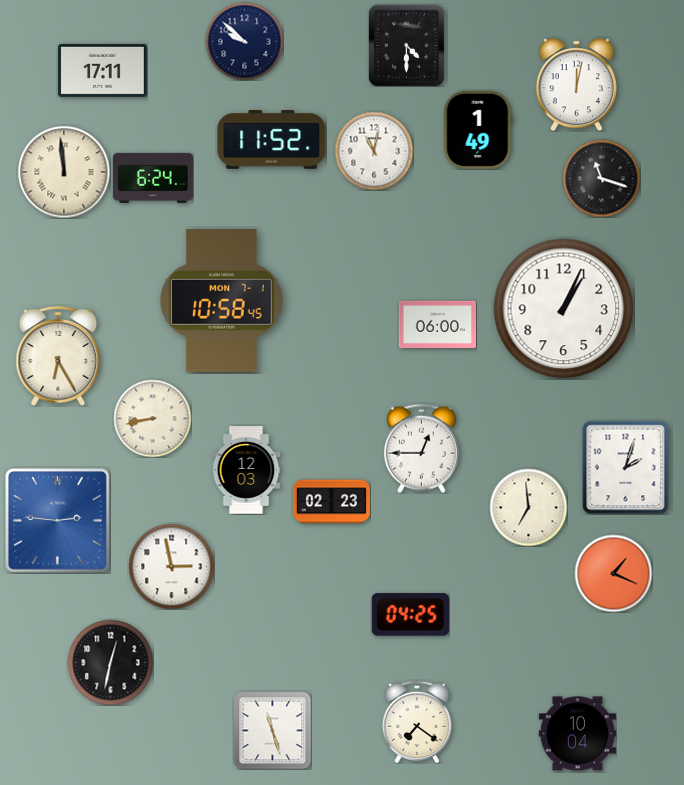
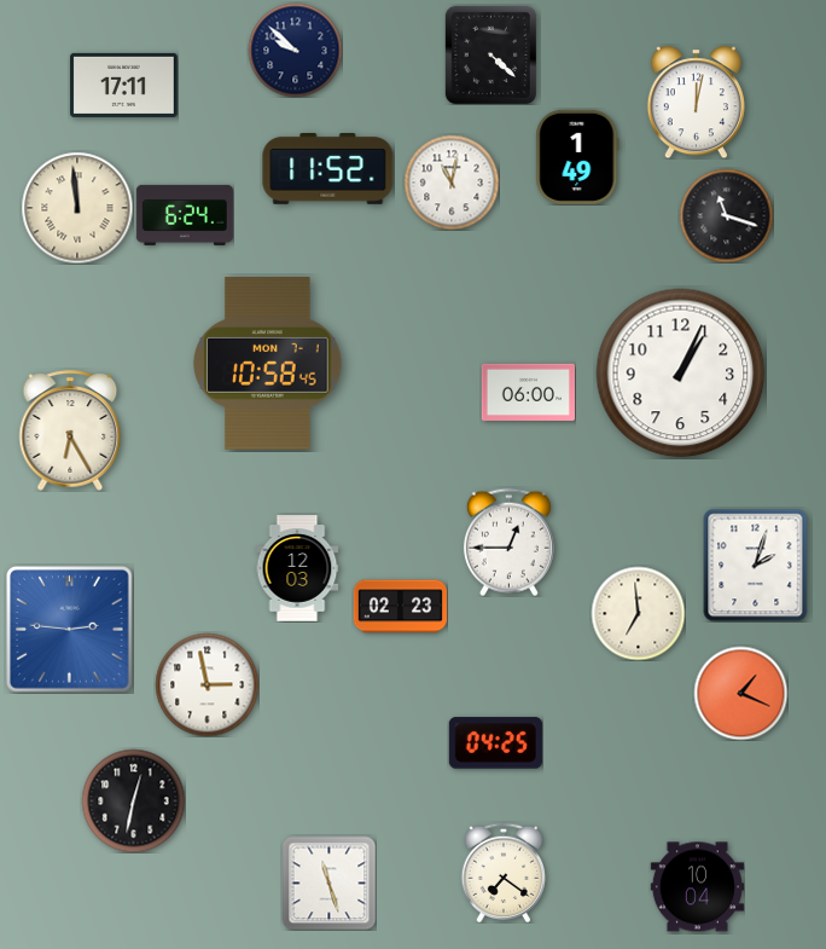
clock at (406, 45): 4:30 -> 4:22
clock at (152, 418): 8:43 -> none
